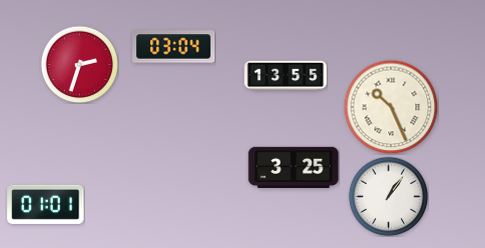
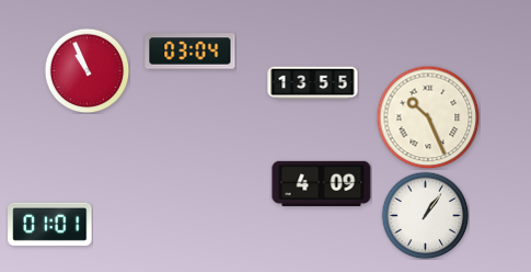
clock at (79, 64): 2:33 -> 10:56
clock at (294, 167): 3:25 -> 4:09
